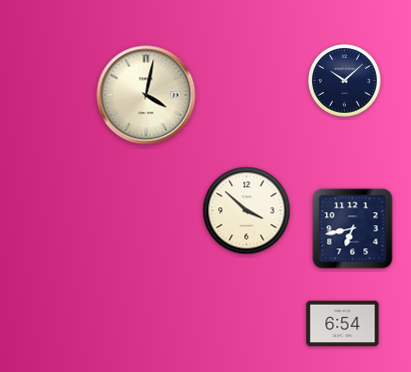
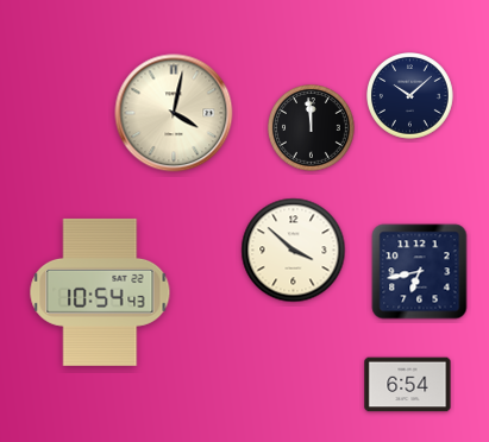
clock at (312, 128): none -> 11:59
clock at (100, 292): none -> 10:54
